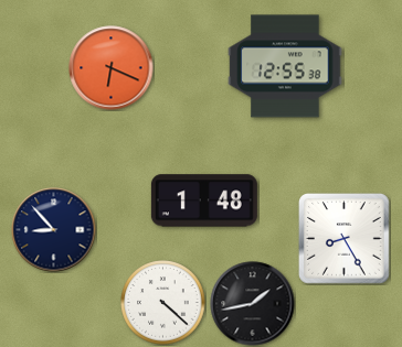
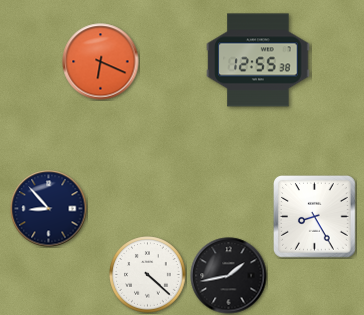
clock at (204, 200): 1:48 -> none
clock at (345, 239) position: (345, 239) -> (315, 217)
